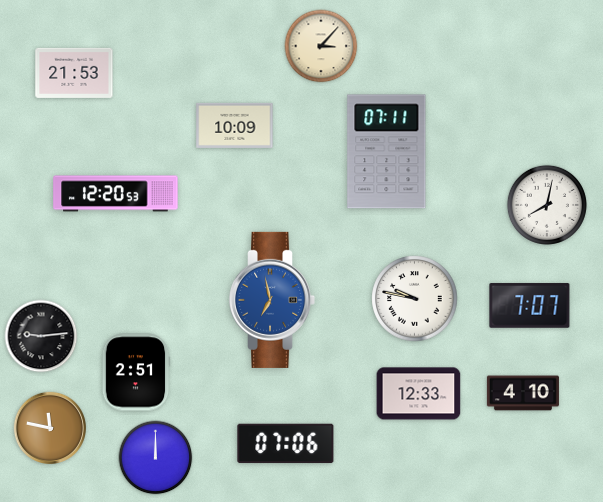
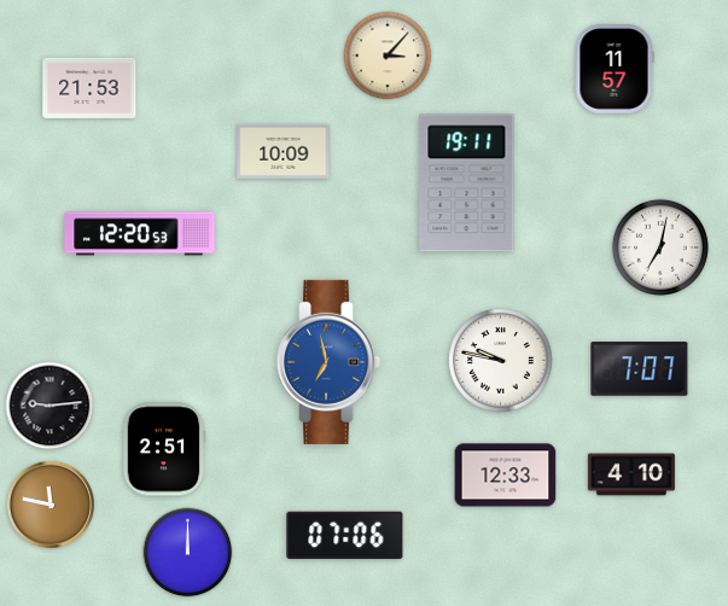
clock at (615, 70): none -> 11:57
clock at (387, 152): 07:11 -> 19:11
clock at (547, 205): 8:02 -> 7:02
clock at (49, 427) position: (49, 427) -> (49, 503)
